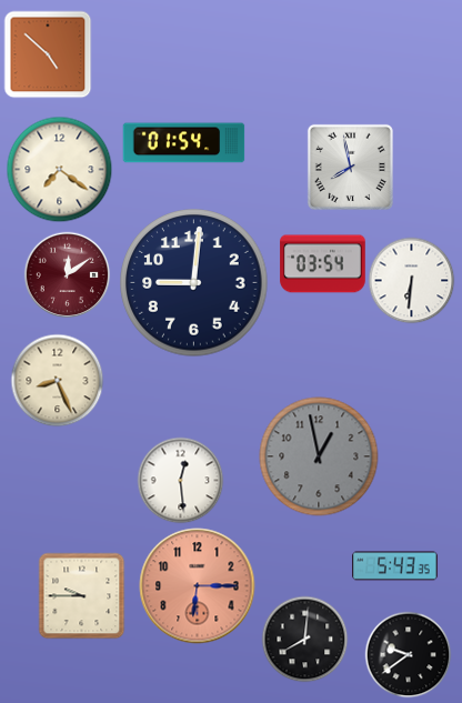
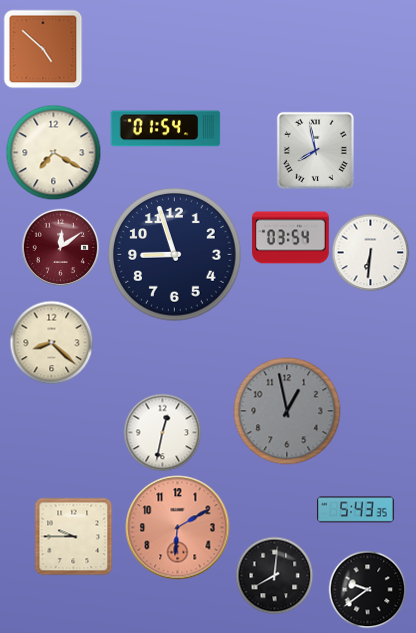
clock at (59, 169): 7:21 -> 7:20
clock at (194, 283): 9:01 -> 8:57
clock at (57, 380): 8:26 -> 8:22
clock at (180, 480): 12:29 -> 12:32
clock at (198, 586): 6:15 -> 6:10
